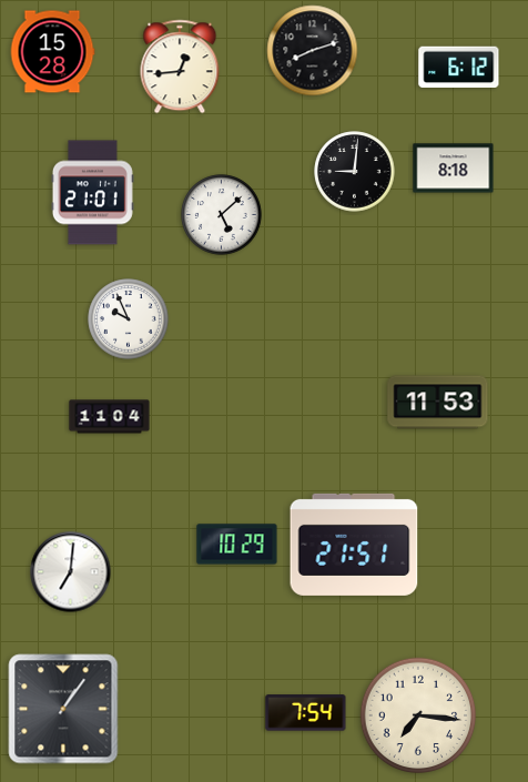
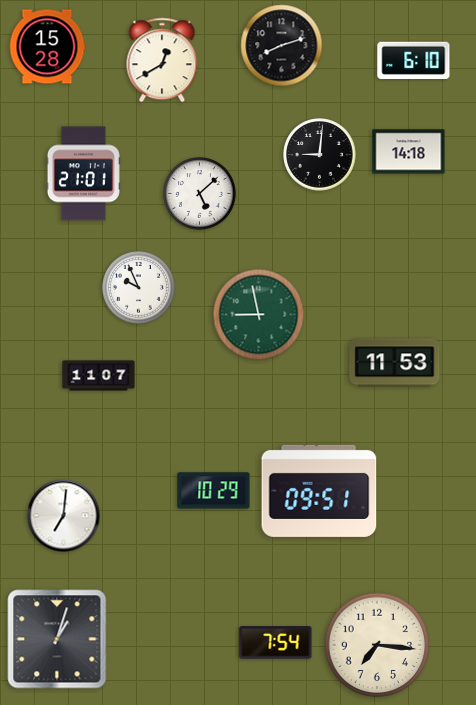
clock at (180, 67): 12:44 -> 12:40
clock at (459, 67): 6:12 -> 6:10
clock at (454, 169): 8:18 -> 14:18
clock at (129, 319) position: (129, 319) -> (139, 288)
clock at (259, 315): none -> 8:58
clock at (110, 417): 11:04 -> 11:07
clock at (354, 545): 21:51 -> 09:51
clock at (63, 709): 1:06 -> 1:03
